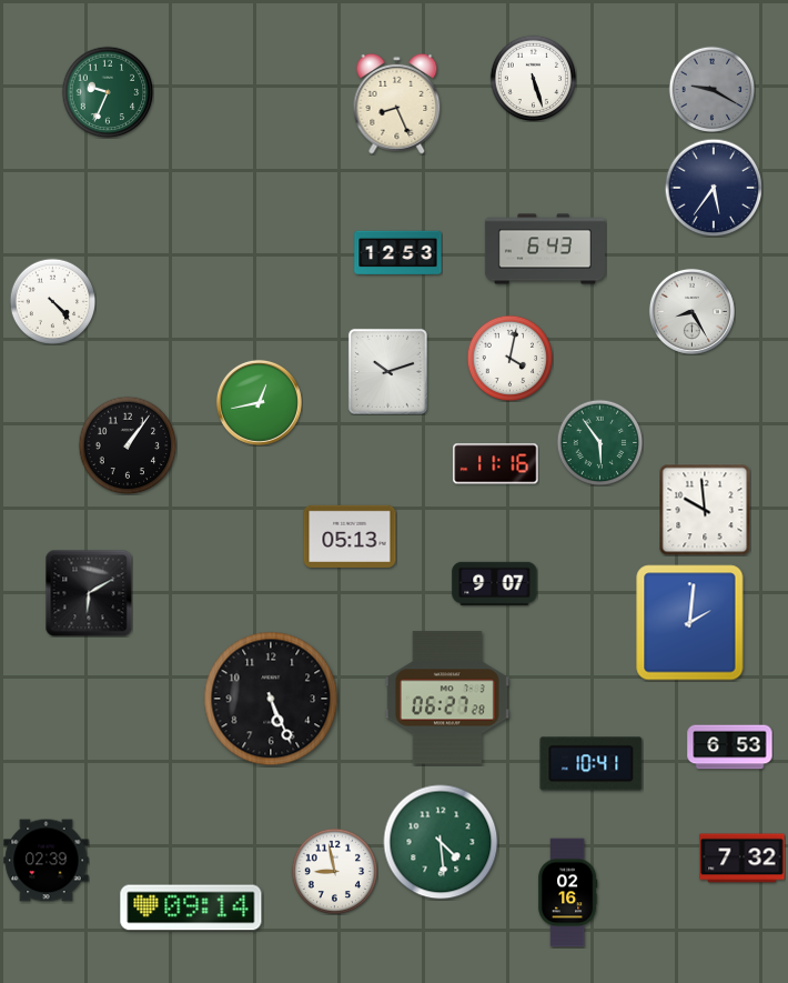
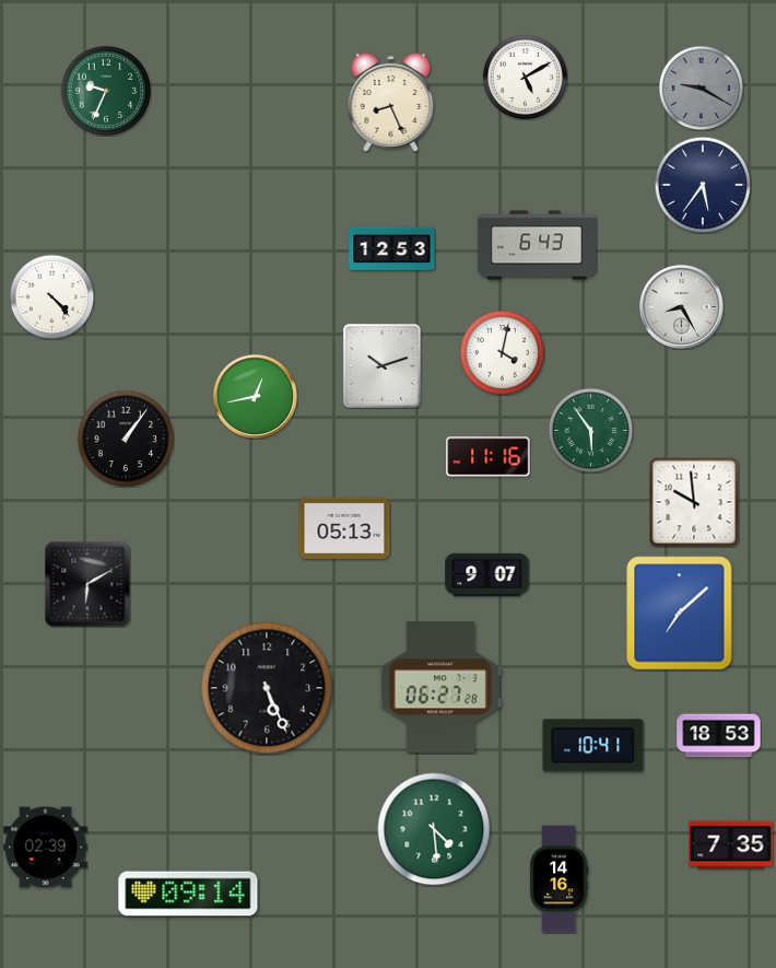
clock at (533, 78): 5:27 -> 5:10
clock at (599, 442) position: (599, 442) -> (590, 430)
clock at (690, 623): 2:01 -> 7:08
clock at (730, 748): 6:53 -> 18:53
clock at (592, 764) position: (592, 764) -> (593, 746)
clock at (742, 859): 7:32 -> 7:35
clock at (334, 871): 8:58 -> none
clock at (567, 893): 02:16 -> 14:16
